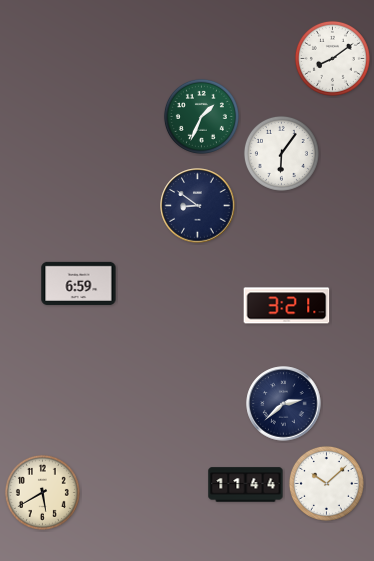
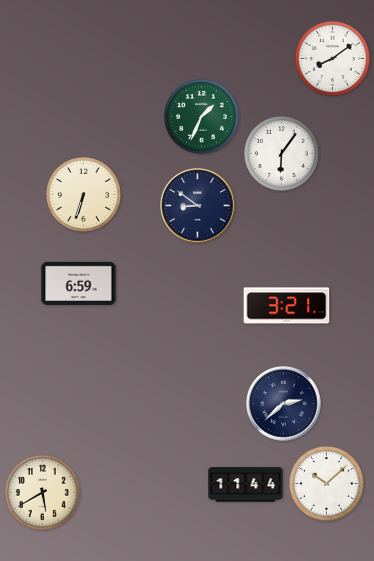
clock at (83, 194): none -> 6:33
